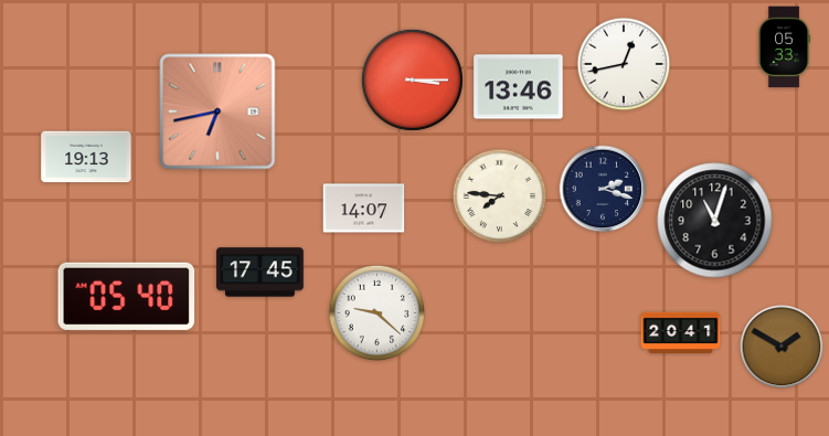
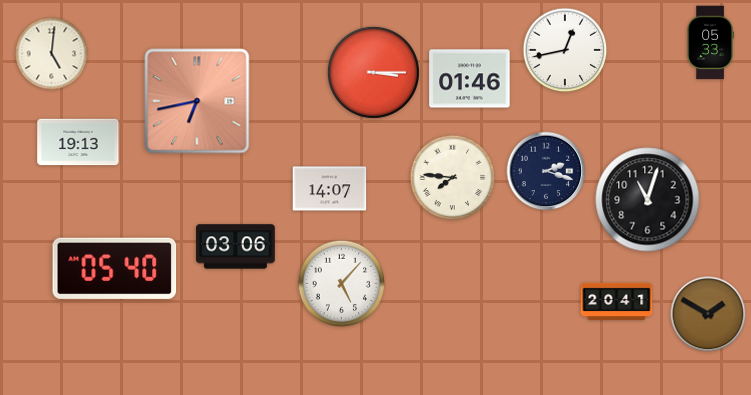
clock at (52, 54): none -> 5:01
clock at (624, 64) position: (624, 64) -> (565, 50)
clock at (519, 87): 13:46 -> 01:46
clock at (261, 273): 17:45 -> 03:06
clock at (378, 313): 9:22 -> 5:07
